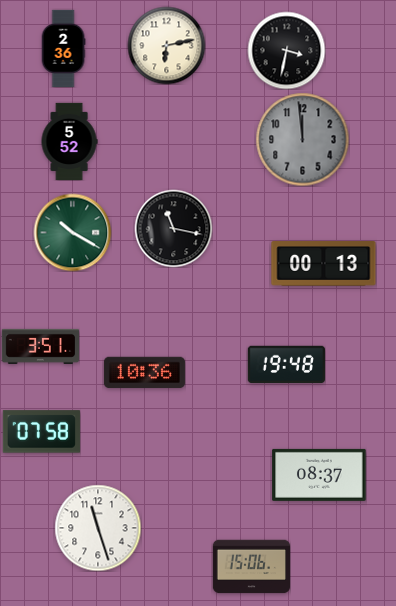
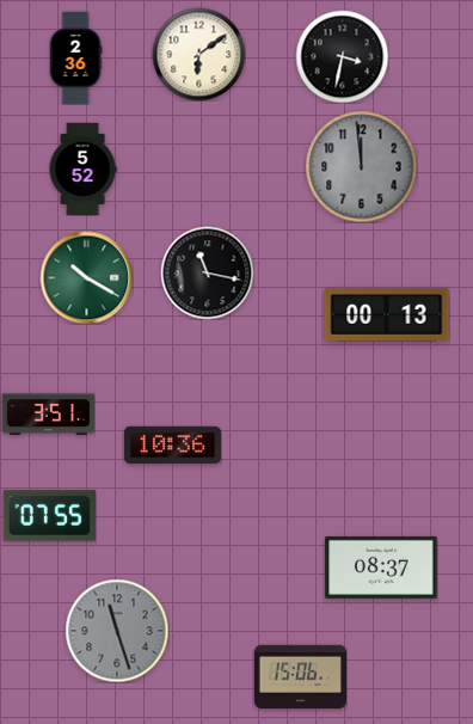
clock at (166, 45): 6:13 -> 6:09
clock at (286, 50) position: (286, 50) -> (342, 56)
clock at (286, 365): 19:48 -> none
clock at (41, 432): 07:58 -> 07:55
clock at (98, 528) dial: white -> grey
